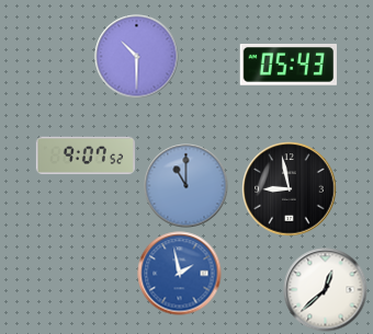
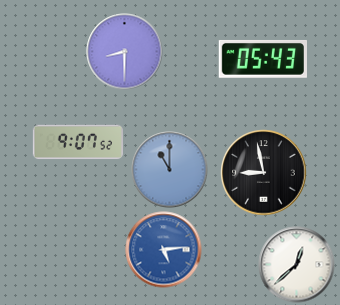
clock at (137, 57): 10:30 -> 8:30
clock at (180, 274): 1:58 -> 5:14
